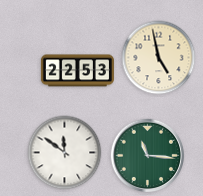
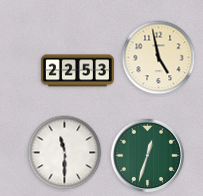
clock at (65, 153): 11:51 -> 11:30
clock at (148, 156): 11:16 -> 12:33
